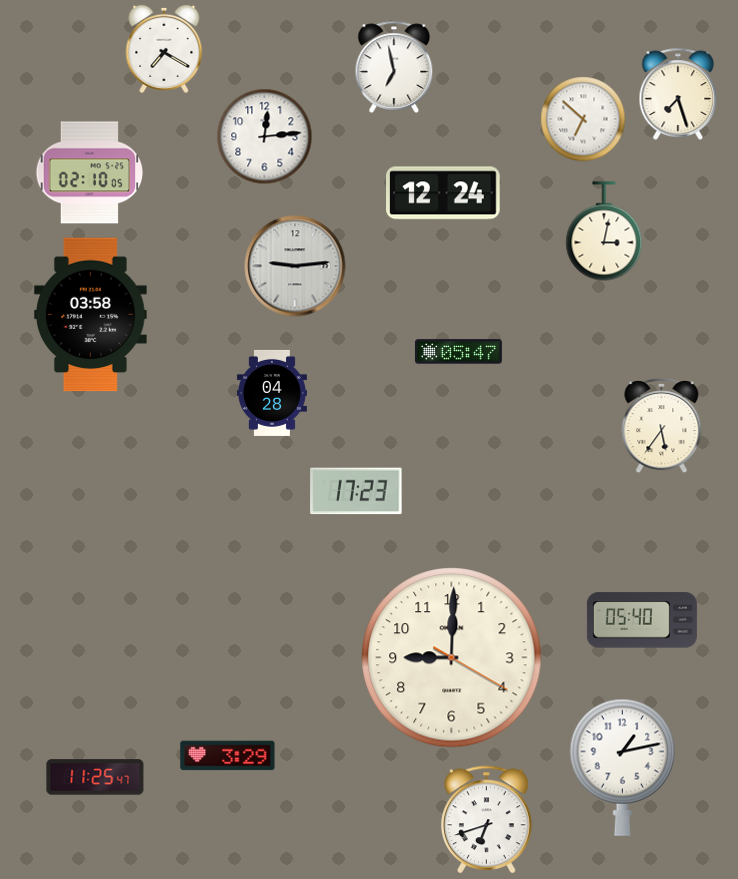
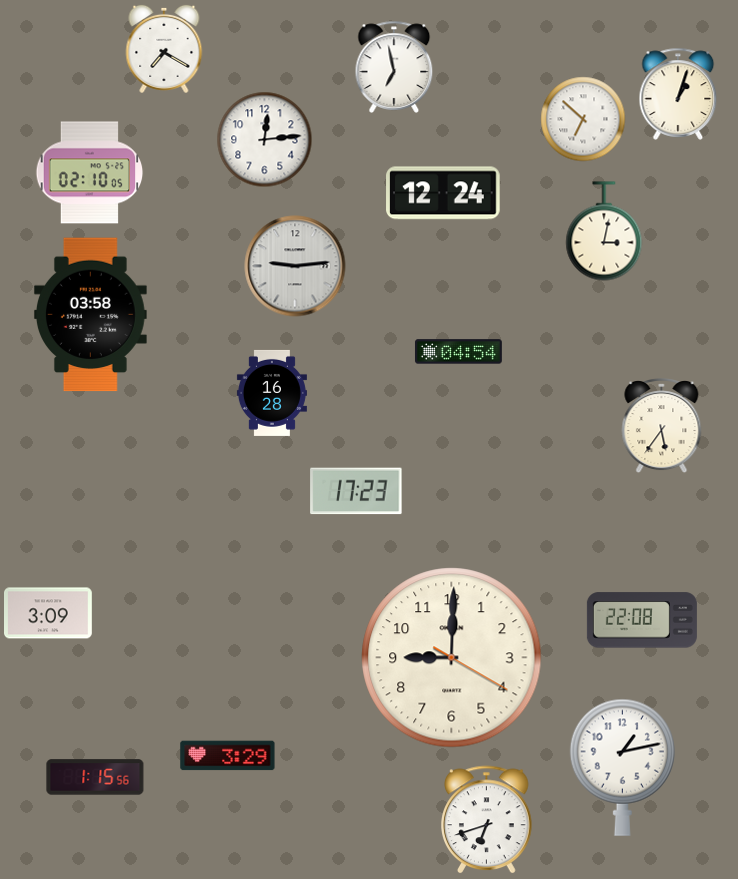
clock at (678, 94): 7:27 -> 1:03
clock at (265, 137) position: (265, 137) -> (265, 140)
clock at (458, 352): 05:47 -> 04:54
clock at (272, 393): 04:28 -> 16:28
clock at (49, 613): none -> 3:09
clock at (642, 620): 05:40 -> 22:08
clock at (95, 777): 11:25 -> 1:15
